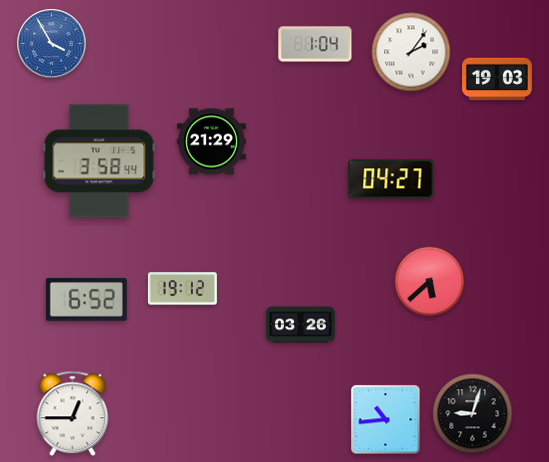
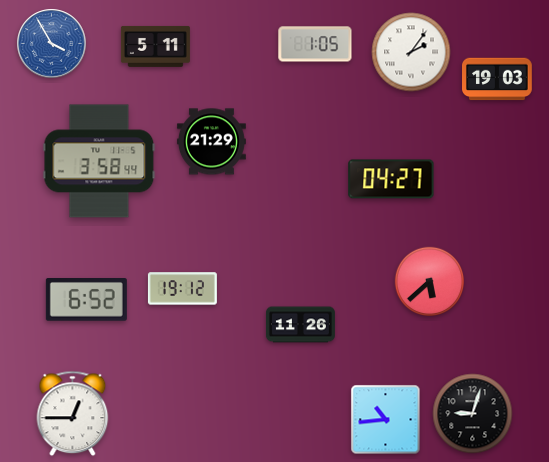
clock at (315, 44): 1:04 -> 1:05
clock at (155, 46): none -> 5:11
clock at (300, 325): 03:26 -> 11:26
